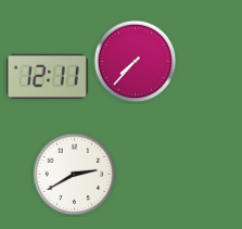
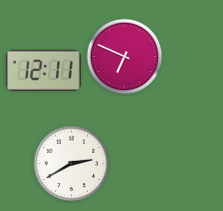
clock at (136, 62): 7:37 -> 6:49
clock at (75, 175) position: (75, 175) -> (72, 164)
